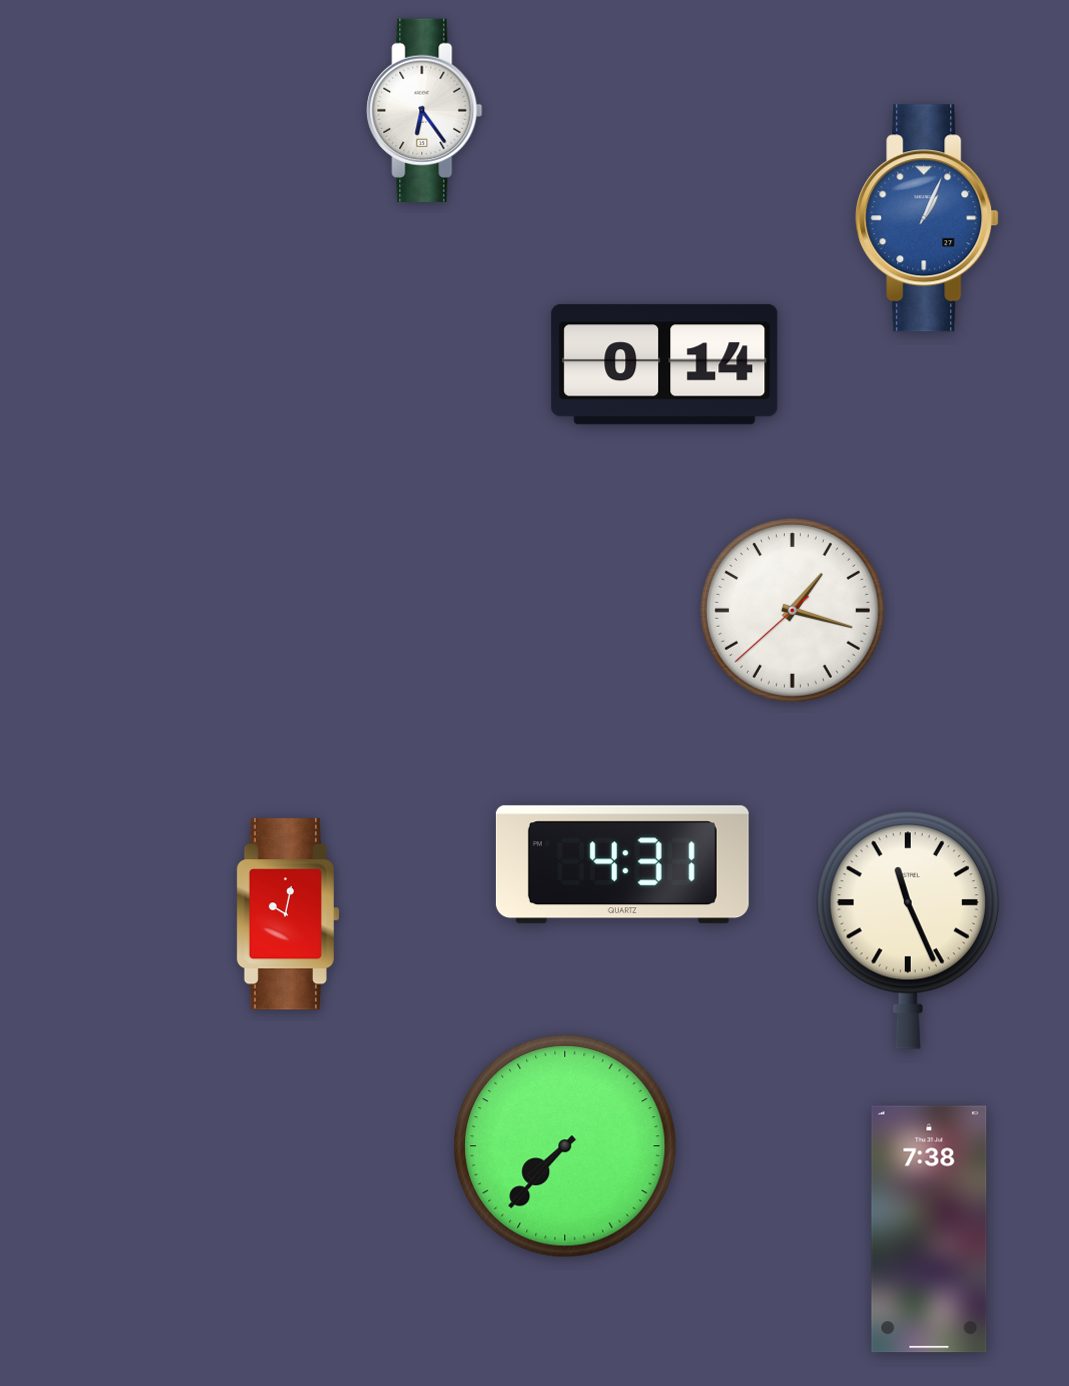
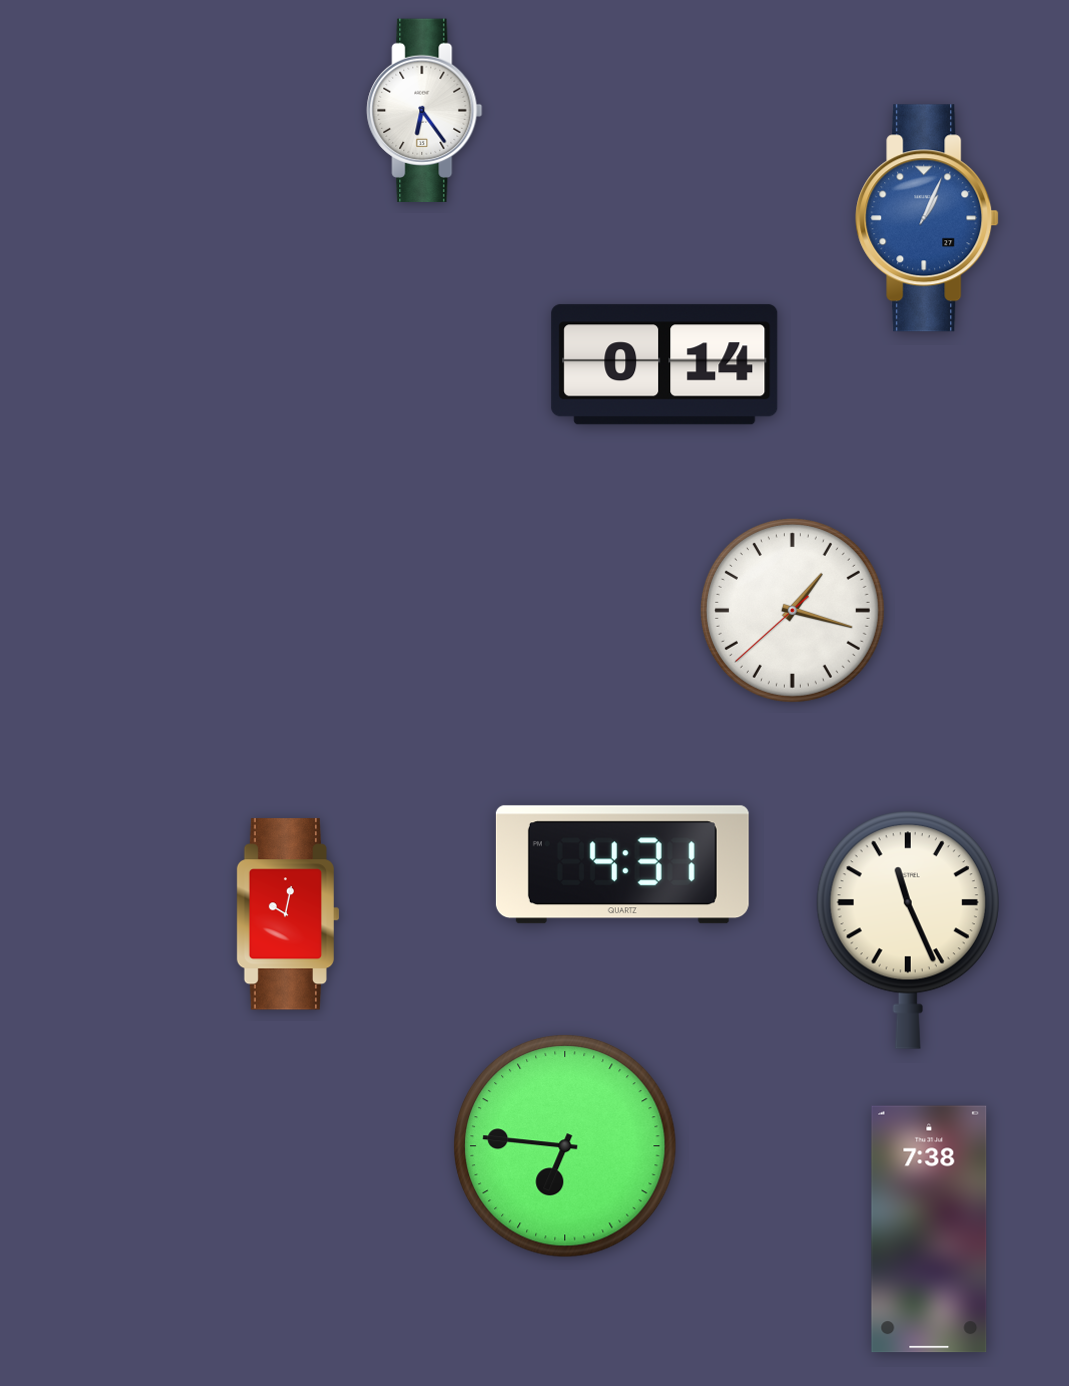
clock at (565, 1146): 7:37 -> 6:46
